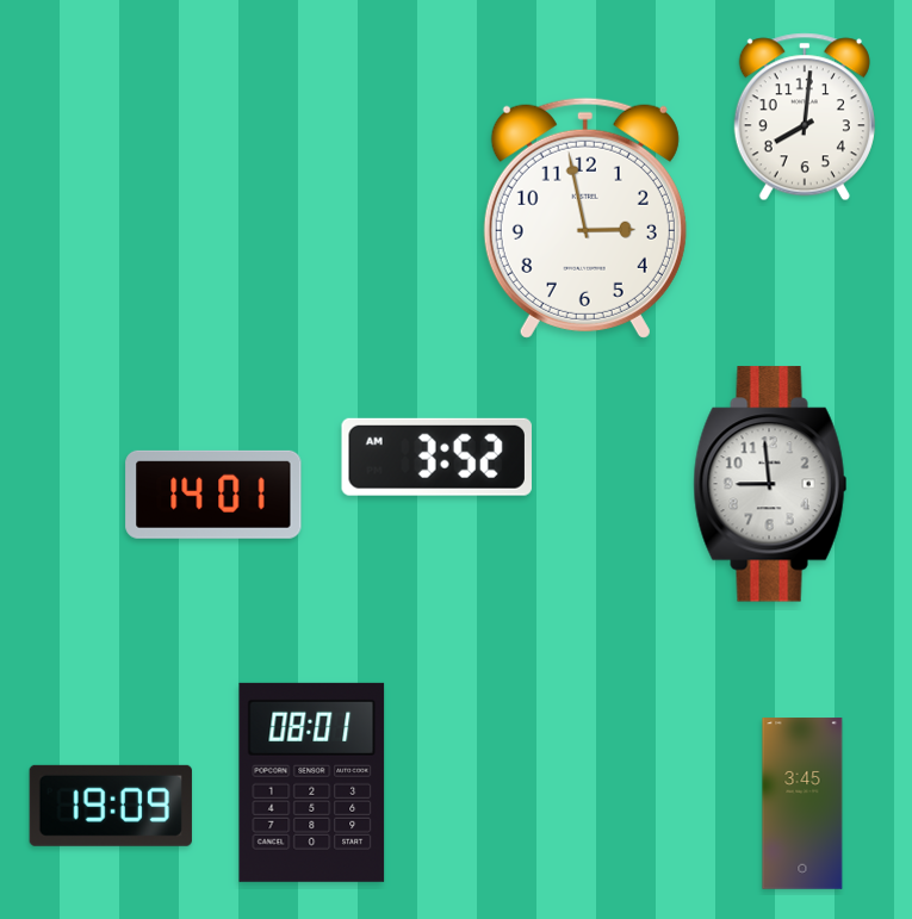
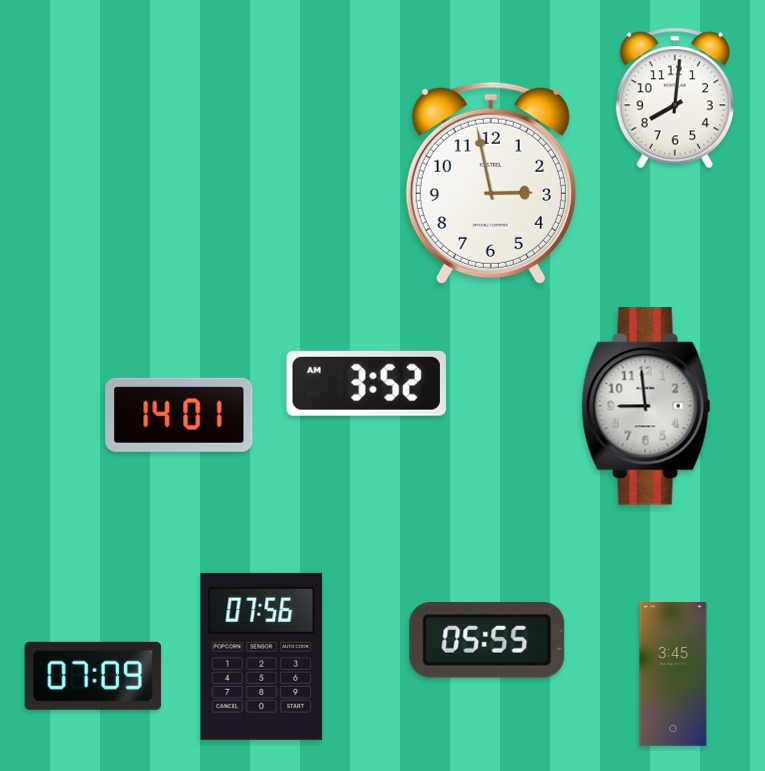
clock at (487, 641): none -> 05:55
clock at (312, 782): 08:01 -> 07:56
clock at (111, 806): 19:09 -> 07:09
